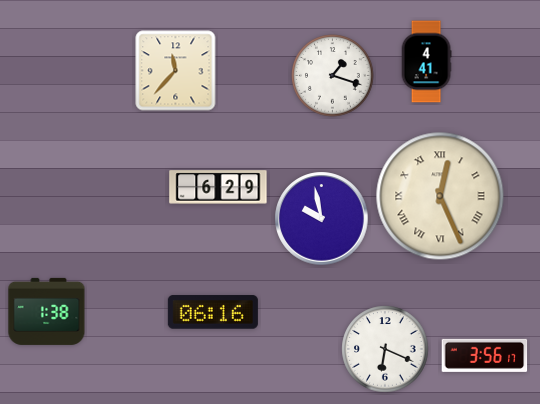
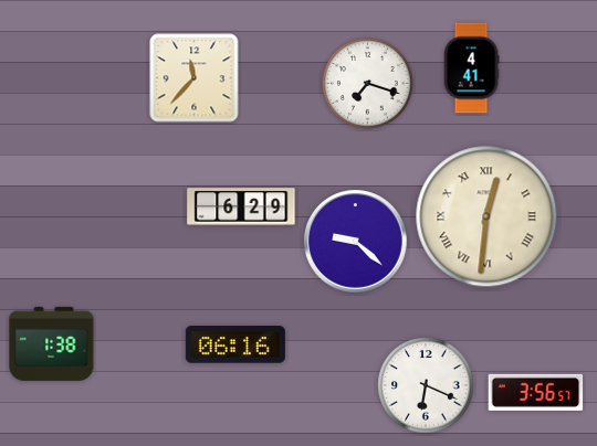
clock at (333, 76): 1:18 -> 7:18
clock at (440, 196): 12:26 -> 12:31
clock at (322, 219): 9:58 -> 9:22
clock at (485, 355): 3:56:17 -> 3:56:57
